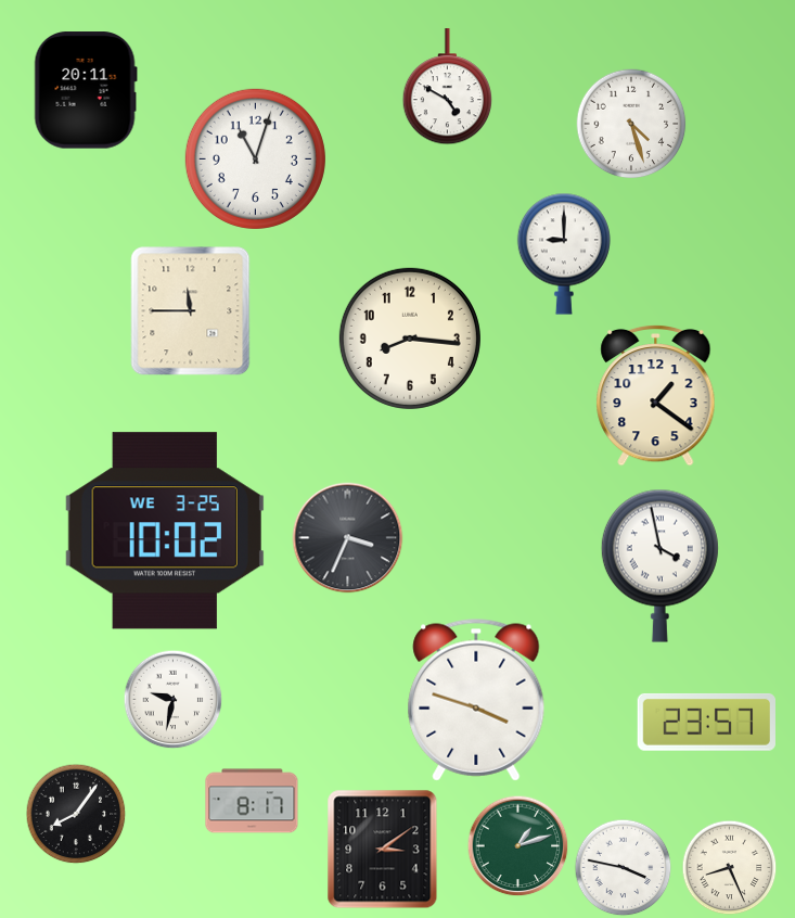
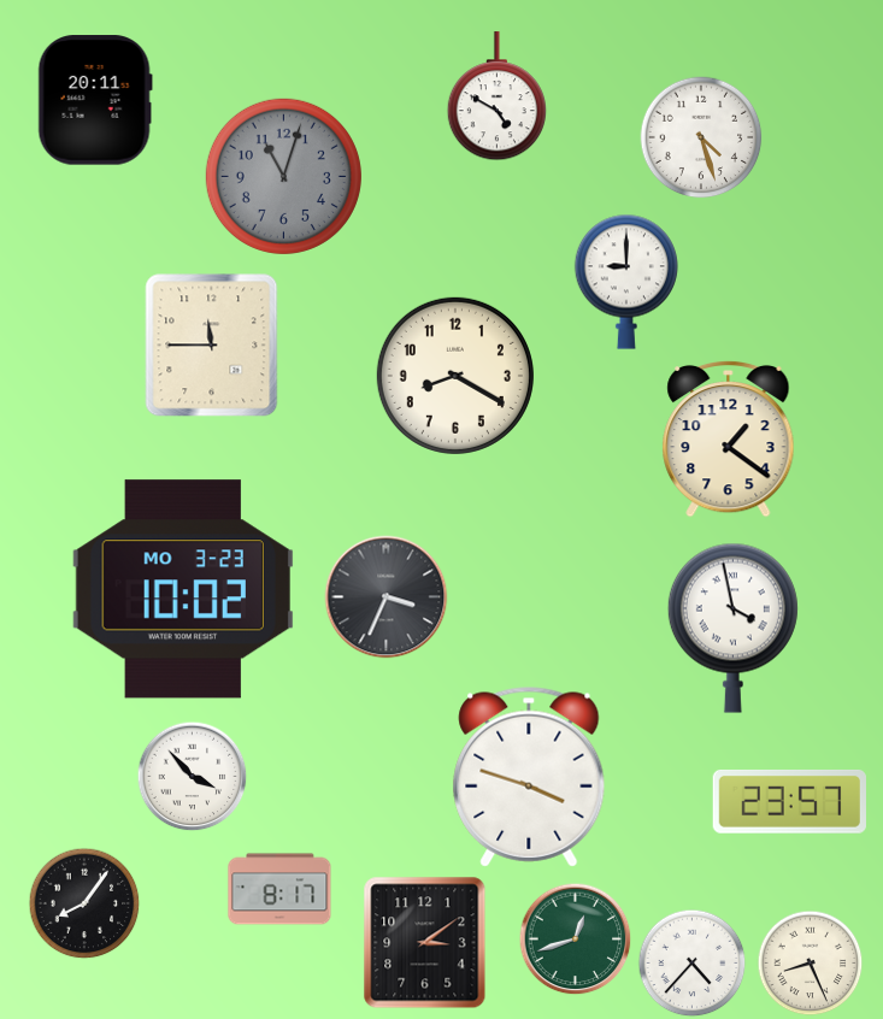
clock at (255, 158) dial: white -> grey
clock at (410, 339): 8:16 -> 8:20
clock at (165, 531) date: WE 3-25 -> MO 3-23
clock at (174, 700): 9:32 -> 3:53
clock at (706, 723) position: (706, 723) -> (789, 802)
clock at (518, 846): 1:12 -> 12:42
clock at (624, 868): 3:47 -> 4:37
